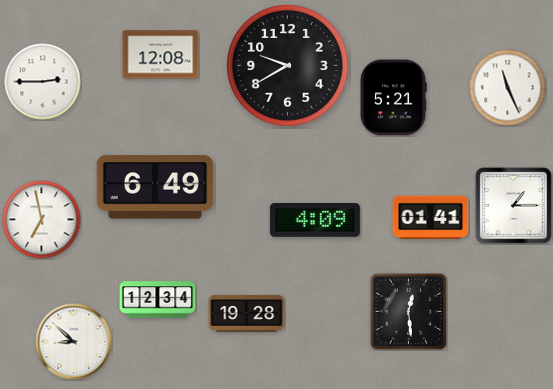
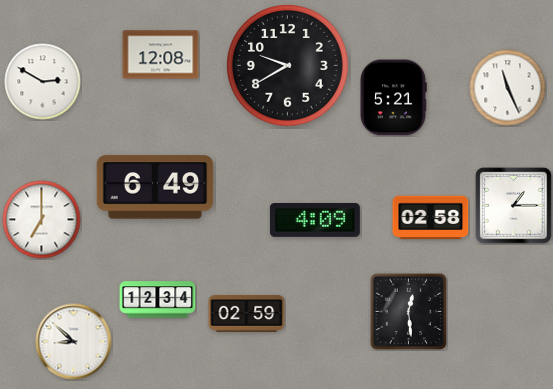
clock at (43, 82): 2:45 -> 2:50
clock at (431, 218): 01:41 -> 02:58
clock at (42, 220): 6:58 -> 7:00
clock at (247, 313): 19:28 -> 02:59
